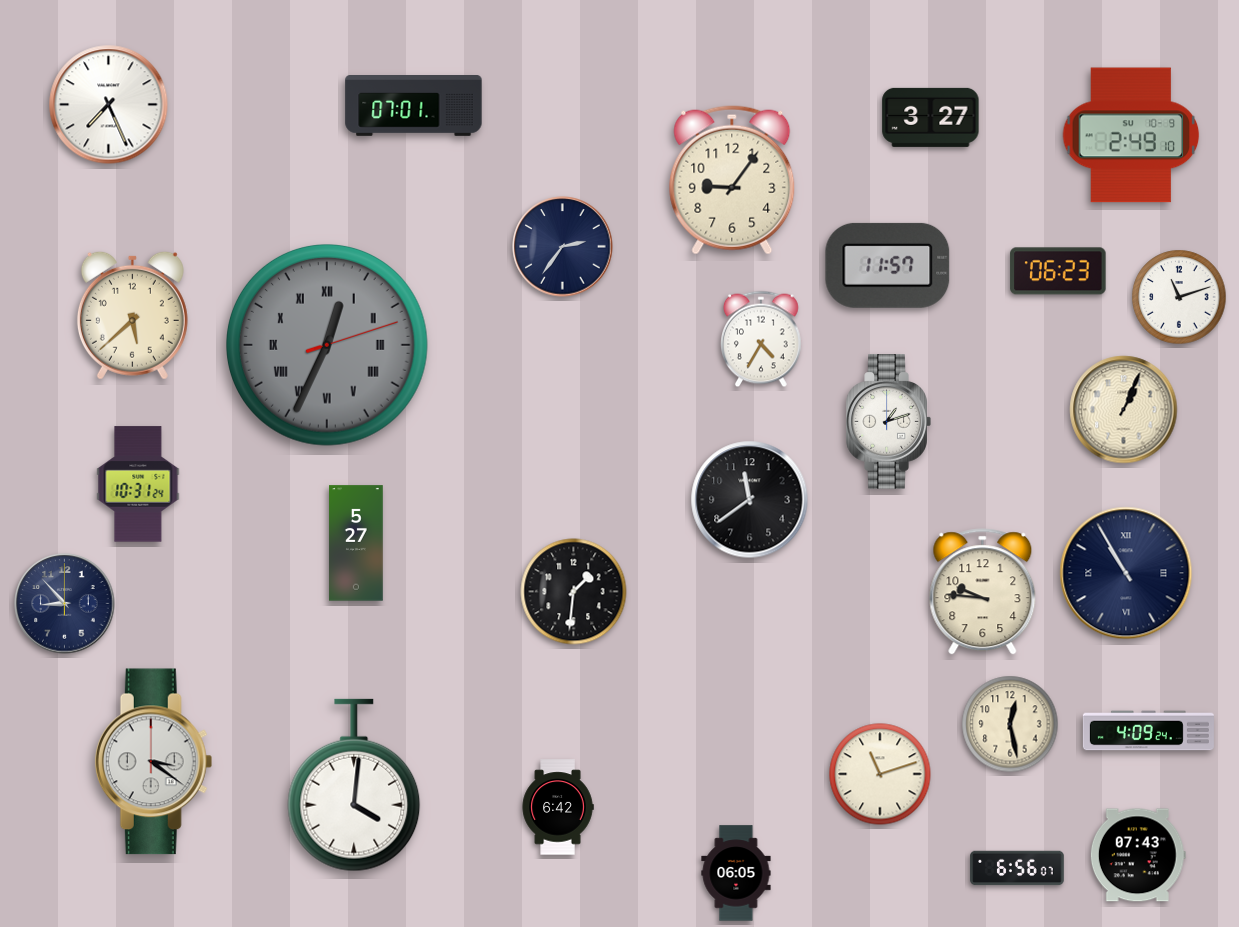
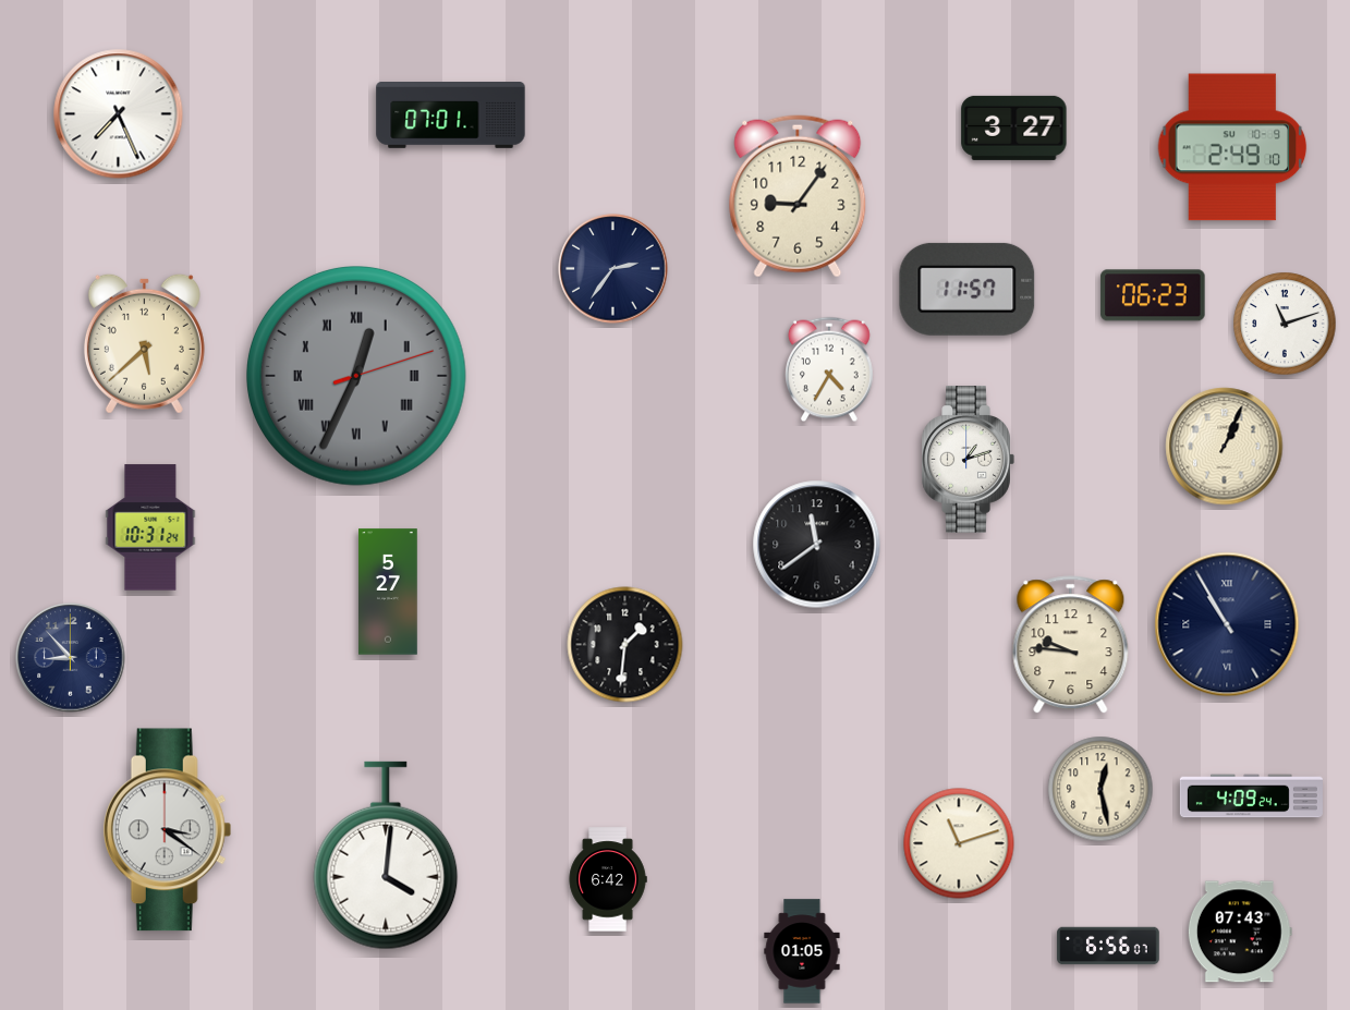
clock at (736, 873): 06:05 -> 01:05
